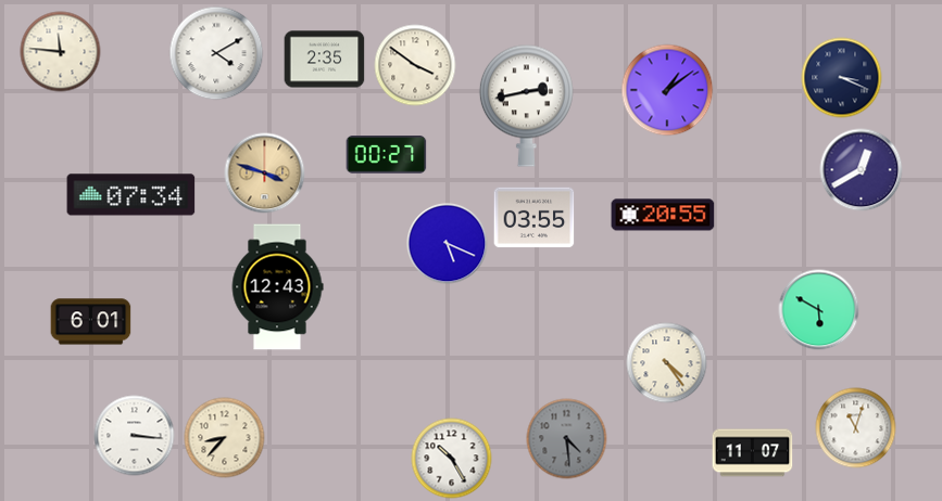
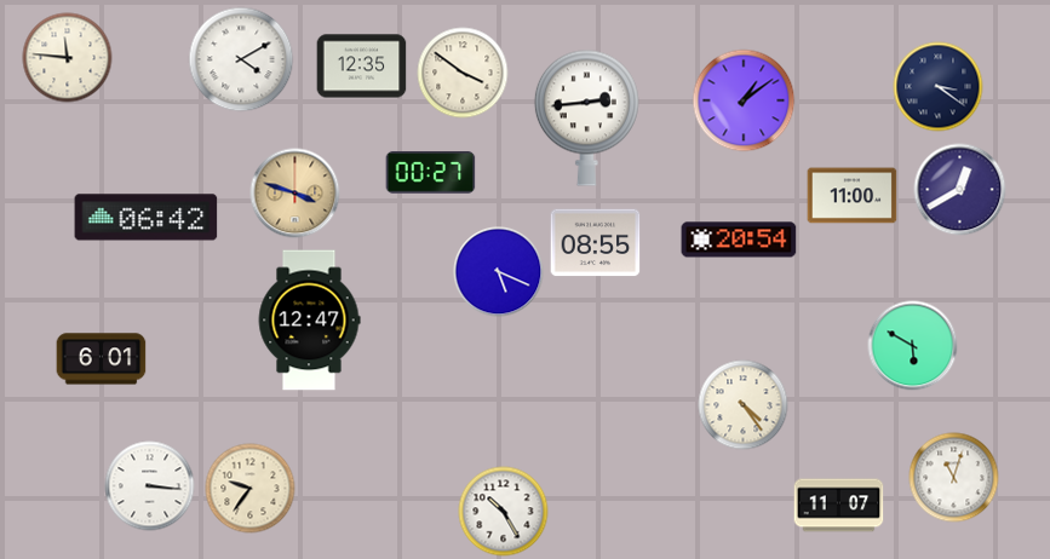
clock at (325, 60): 2:35 -> 12:35
clock at (842, 78): 3:19 -> 3:21
clock at (526, 105): 2:43 -> 2:44
clock at (853, 196): none -> 11:00
clock at (131, 195): 07:34 -> 06:42
clock at (663, 215): 20:55 -> 20:54
clock at (535, 218): 03:55 -> 08:55
clock at (277, 287): 12:43 -> 12:47
clock at (225, 438): 8:37 -> 9:36
clock at (567, 439): 4:29 -> none
